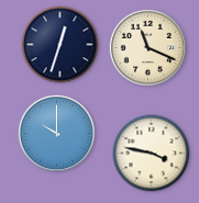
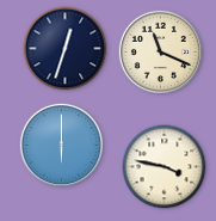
clock at (56, 133): 10:00 -> 6:00
